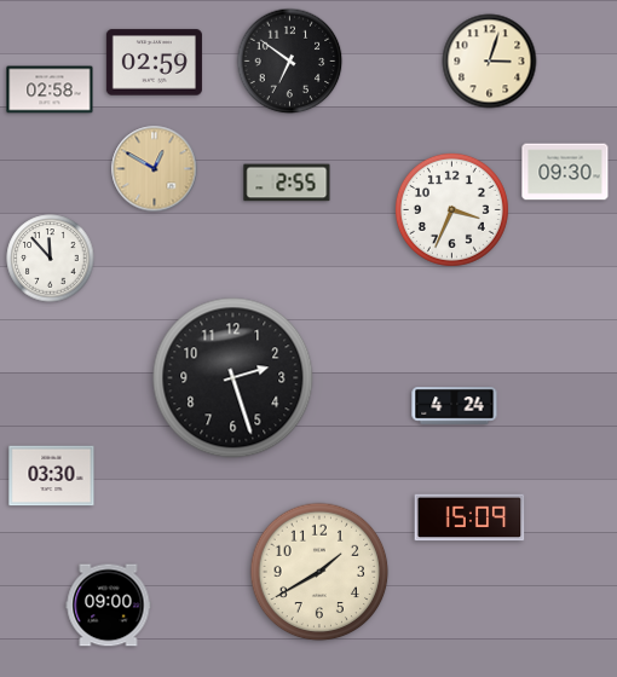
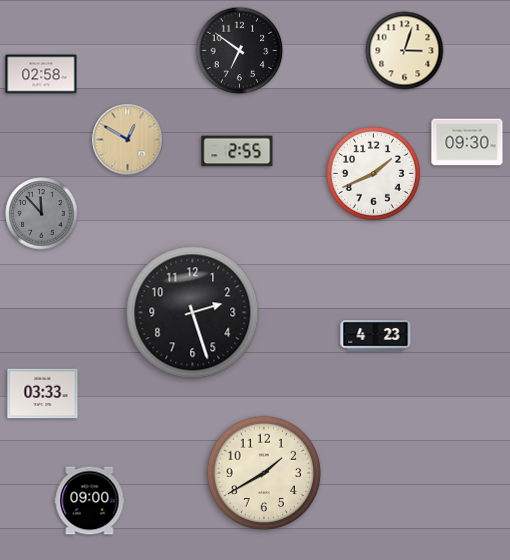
clock at (154, 63): 02:59 -> none
clock at (451, 209): 3:34 -> 1:41
clock at (51, 259) dial: white -> grey
clock at (455, 406): 4:24 -> 4:23
clock at (52, 476): 03:30 -> 03:33
clock at (469, 517): 15:09 -> none
